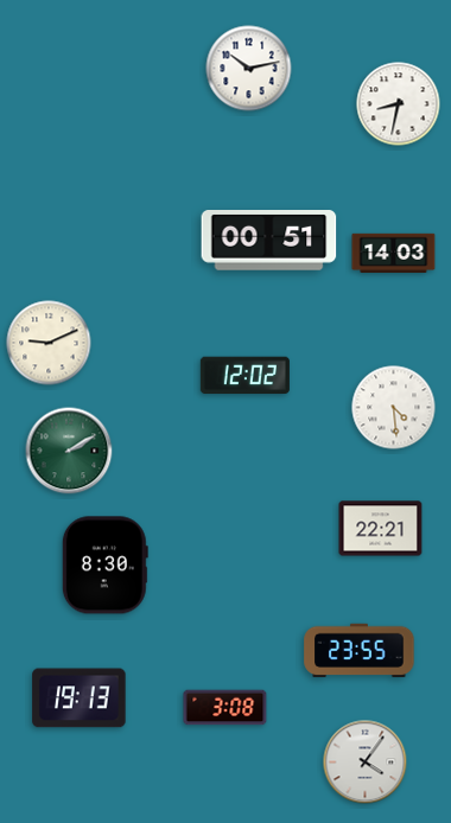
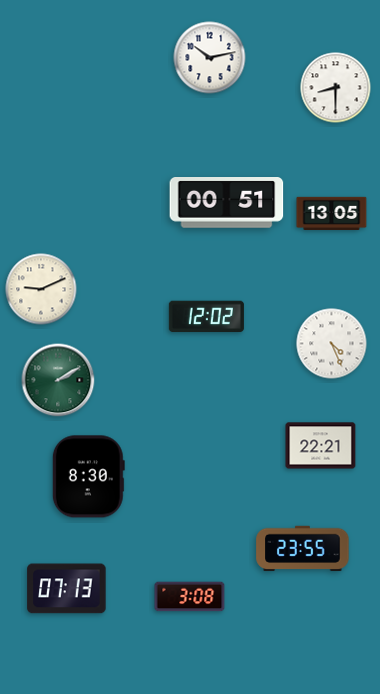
clock at (399, 104): 8:32 -> 8:30
clock at (394, 253): 14:03 -> 13:05
clock at (394, 408): 4:29 -> 4:26
clock at (80, 698): 19:13 -> 07:13
clock at (366, 763): 4:06 -> none
